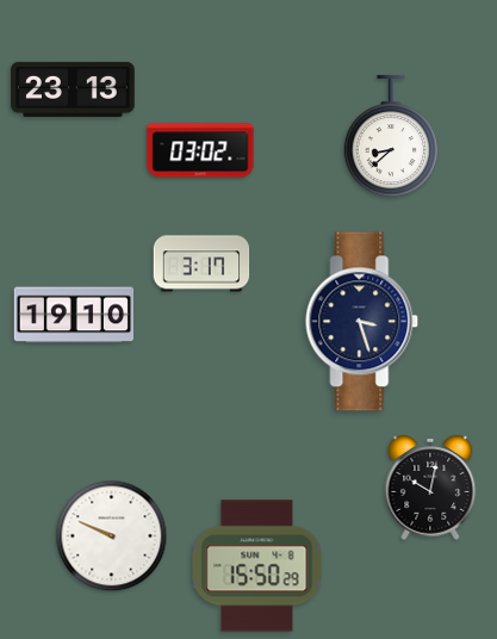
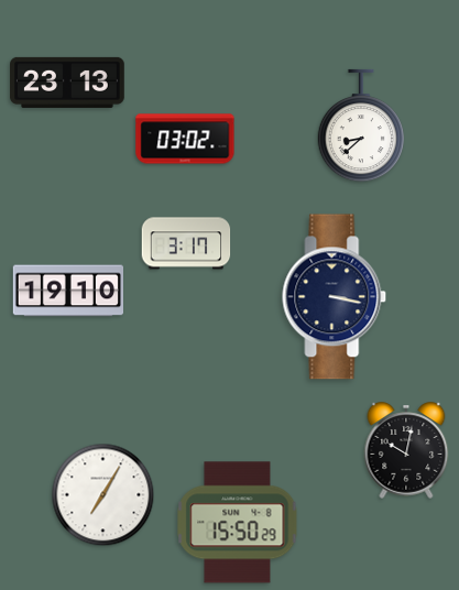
clock at (362, 322): 3:27 -> 3:17
clock at (430, 488) position: (430, 488) -> (406, 450)
clock at (112, 536): 9:49 -> 7:05
